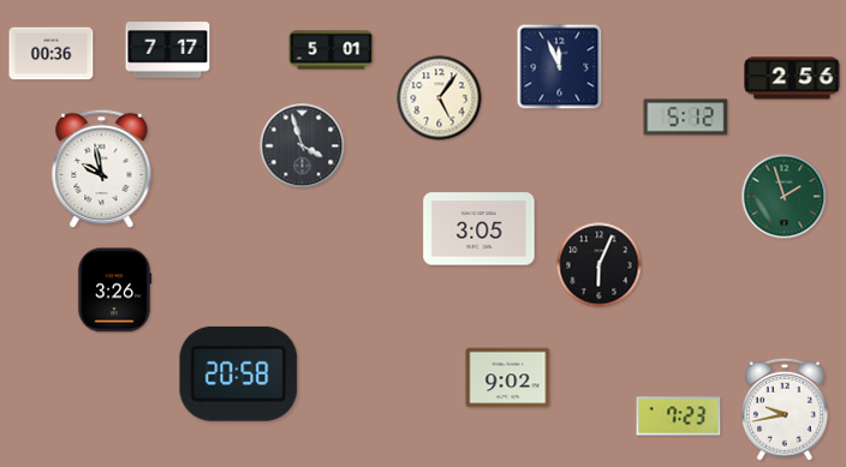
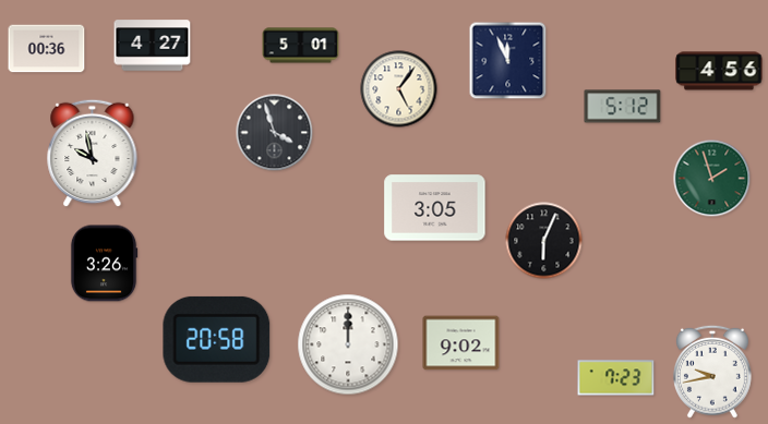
clock at (168, 50): 7:17 -> 4:27
clock at (792, 78): 2:56 -> 4:56
clock at (348, 344): none -> 12:00
